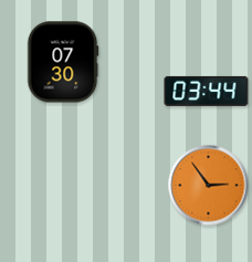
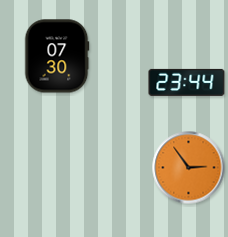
clock at (207, 91): 03:44 -> 23:44
